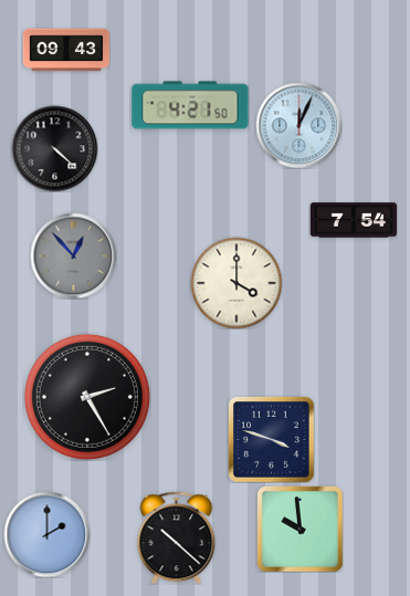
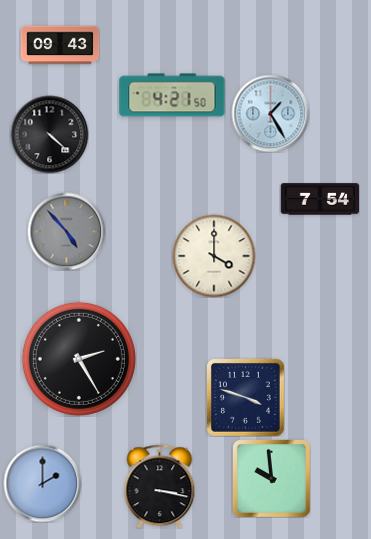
clock at (298, 125): 12:04 -> 1:25
clock at (73, 255): 12:53 -> 4:53
clock at (177, 537): 10:22 -> 3:17
